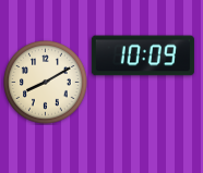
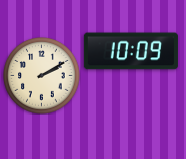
clock at (46, 83): 8:10 -> 2:10
